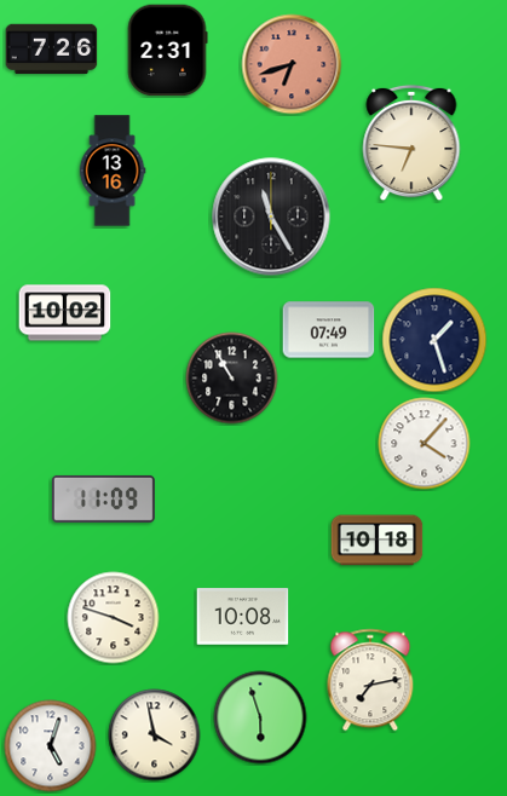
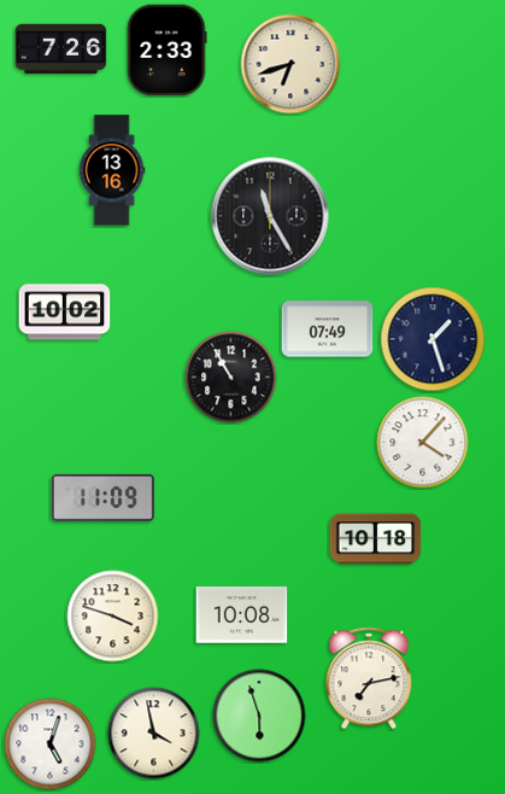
clock at (52, 50) position: (52, 50) -> (61, 49)
clock at (167, 51): 2:31 -> 2:33
clock at (292, 64) dial: salmon -> cream
clock at (411, 143): 6:46 -> none
